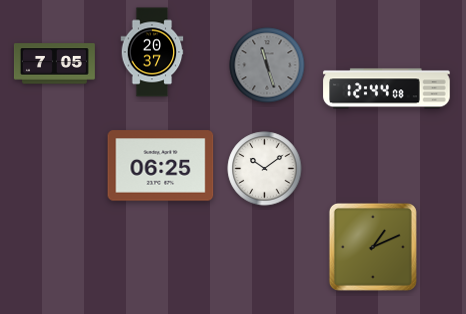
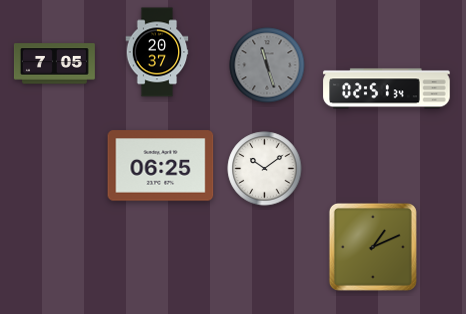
clock at (152, 52) position: (152, 52) -> (157, 52)
clock at (387, 89): 12:44 -> 02:51
